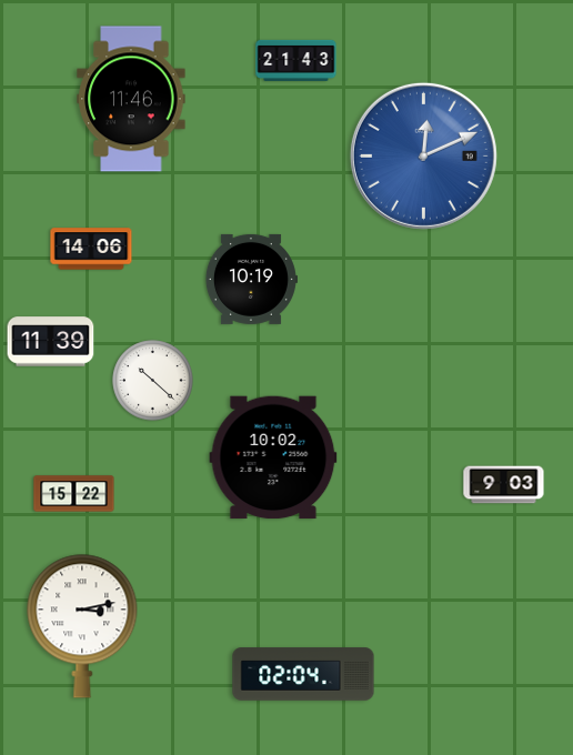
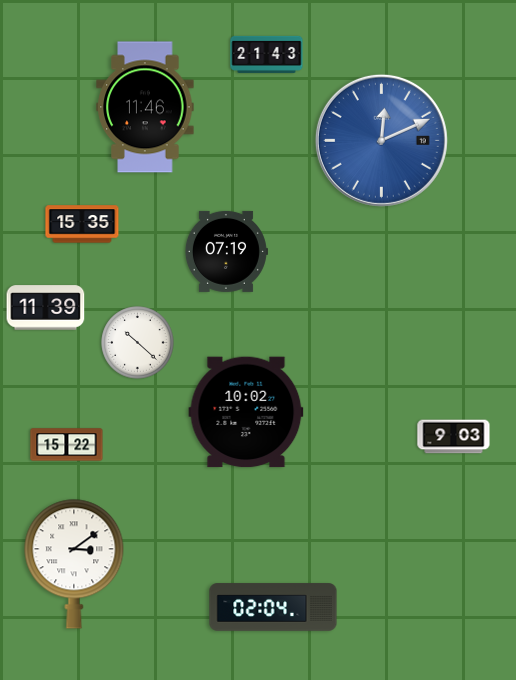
clock at (131, 99) position: (131, 99) -> (145, 107)
clock at (91, 249): 14:06 -> 15:35
clock at (251, 279): 10:19 -> 07:19
clock at (82, 626): 3:13 -> 3:09
